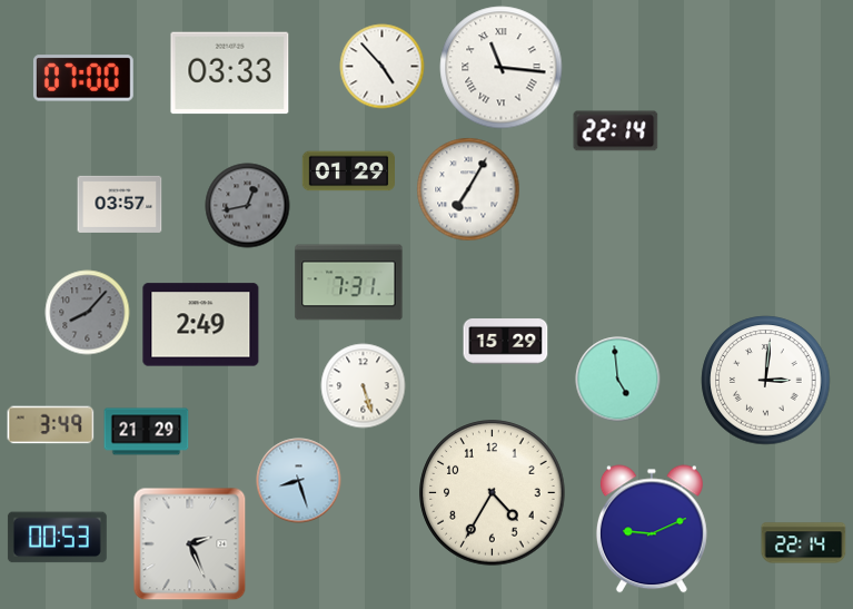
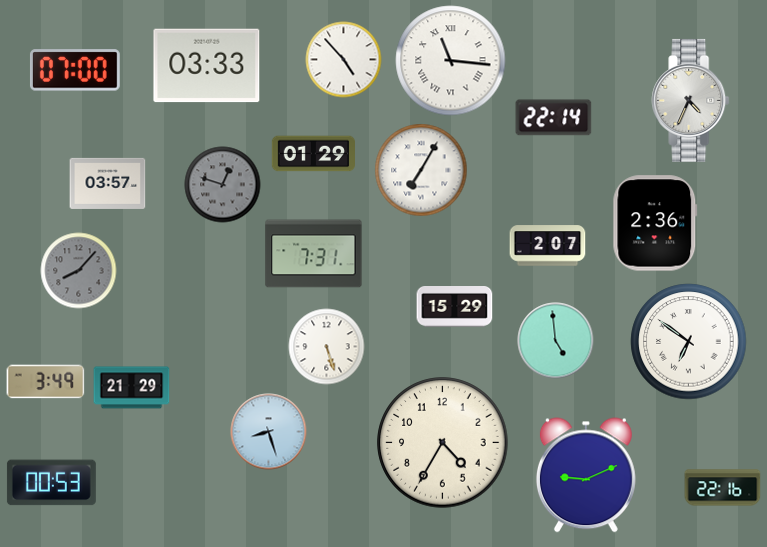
clock at (691, 100): none -> 4:34
clock at (248, 206): 12:43 -> 12:48
clock at (655, 223): none -> 2:36
clock at (548, 246): none -> 2:07
clock at (88, 313) position: (88, 313) -> (79, 271)
clock at (201, 325): 2:49 -> none
clock at (766, 381): 3:01 -> 6:51
clock at (804, 543): 22:14 -> 22:16
clock at (190, 544): 2:26 -> none
